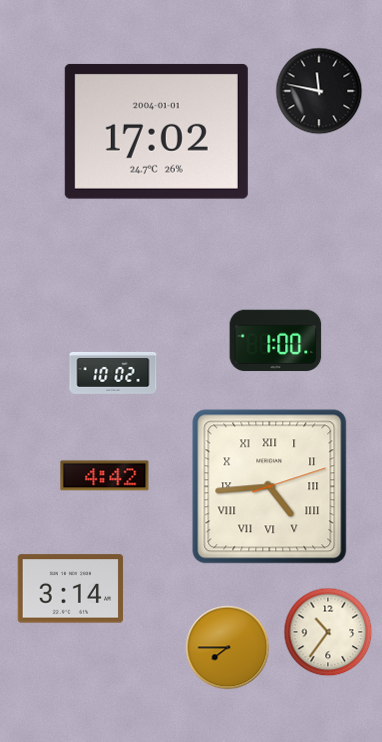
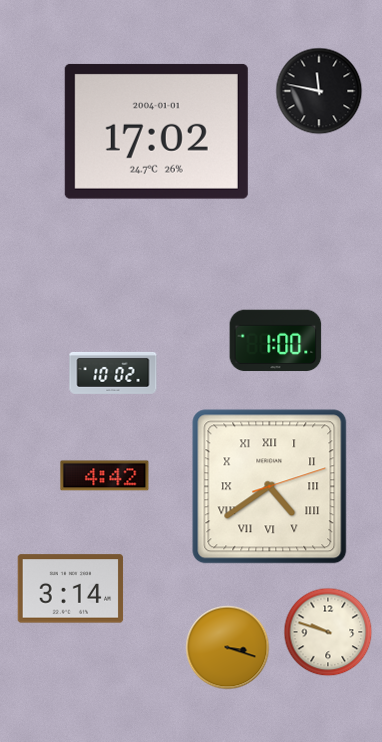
clock at (270, 487): 4:44 -> 4:39
clock at (328, 632): 10:36 -> 9:48
clock at (228, 648): 7:45 -> 3:18
